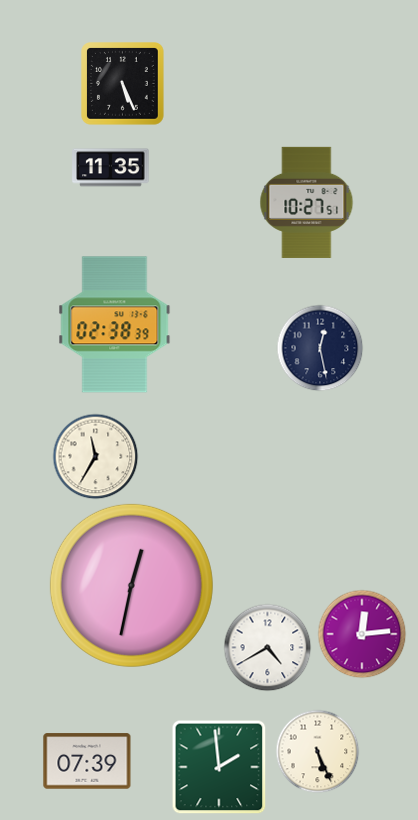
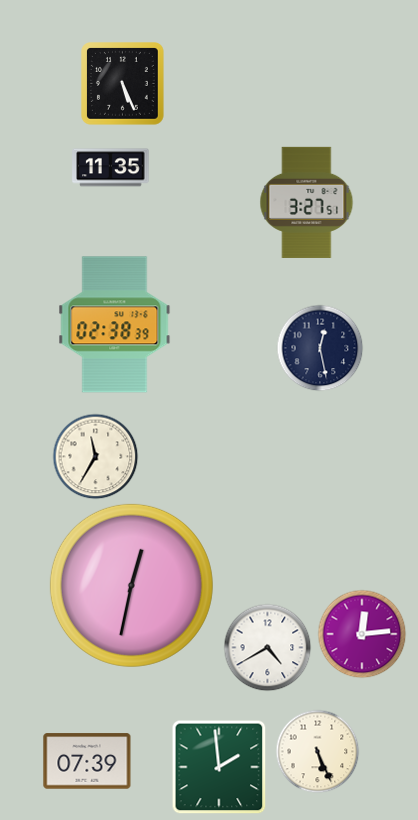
clock at (307, 202): 10:27 -> 3:27
